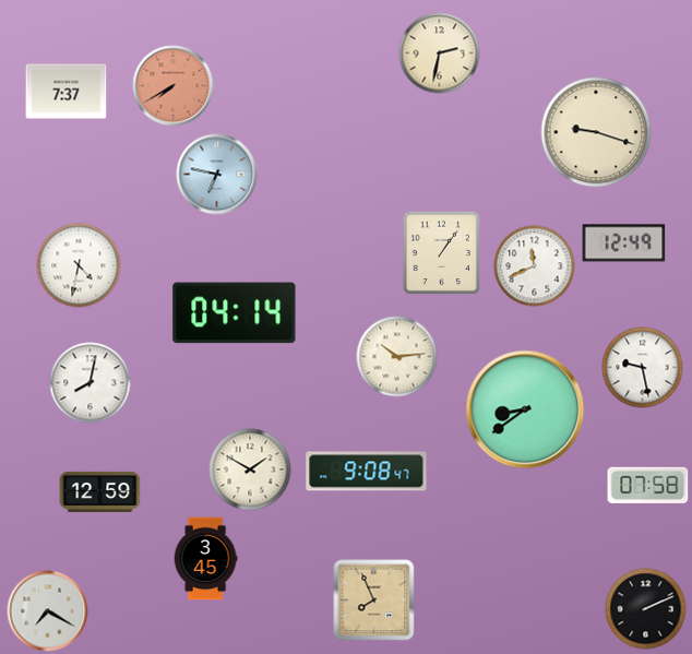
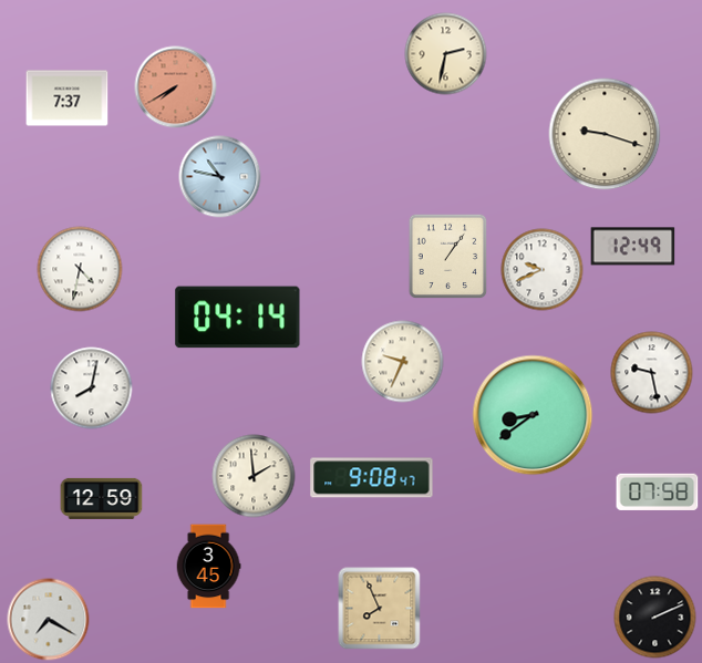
clock at (67, 92) position: (67, 92) -> (68, 99)
clock at (217, 175): 6:47 -> 10:47
clock at (535, 266): 11:41 -> 9:41
clock at (397, 357): 10:14 -> 9:34
clock at (250, 469): 1:50 -> 1:59
